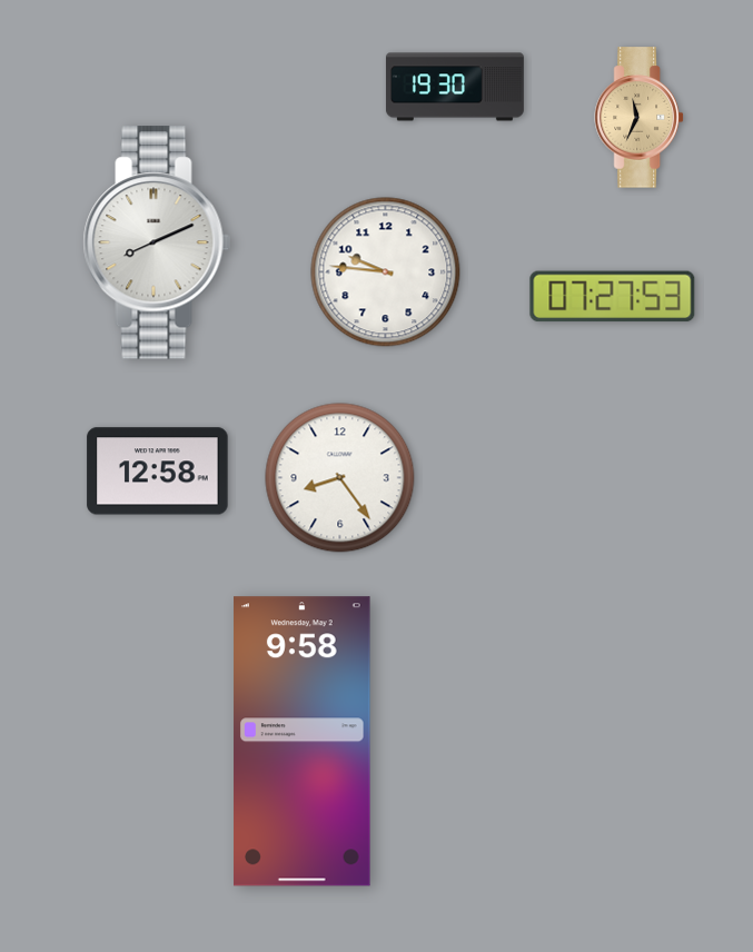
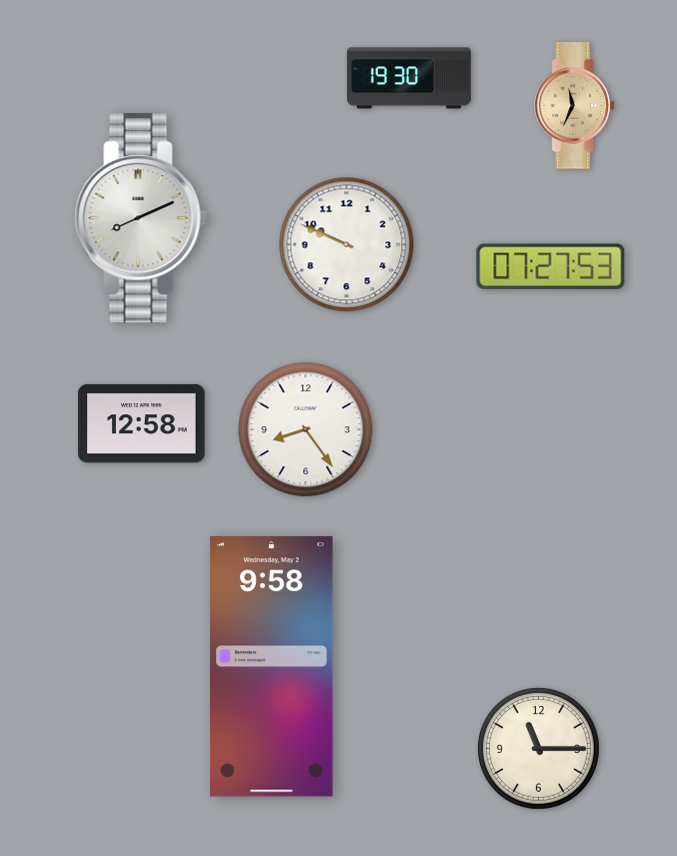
clock at (386, 272): 9:46 -> 9:49
clock at (539, 749): none -> 11:15
